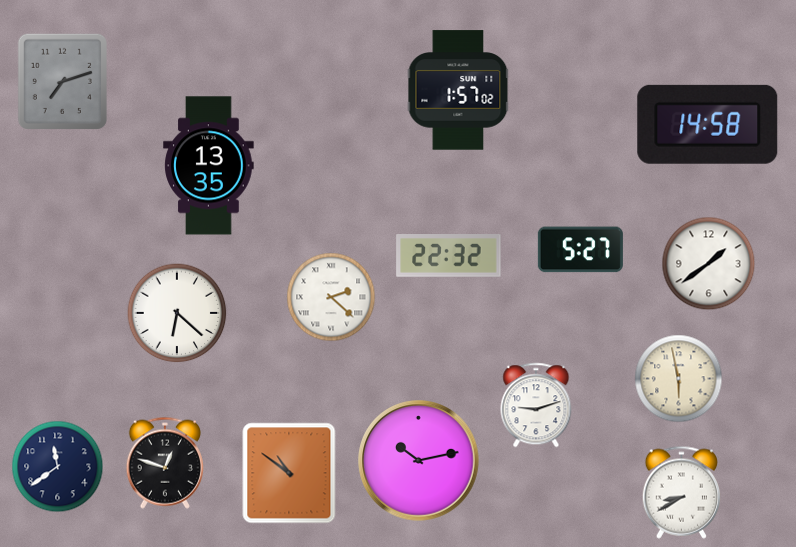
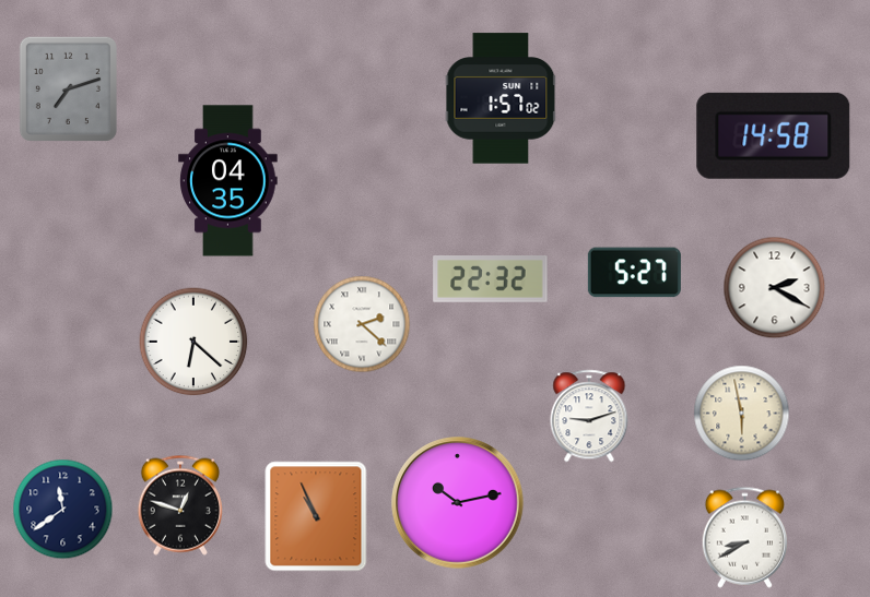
clock at (209, 166): 13:35 -> 04:35
clock at (709, 264): 1:39 -> 2:20
clock at (536, 405) position: (536, 405) -> (589, 416)
clock at (289, 473): 10:51 -> 10:56
